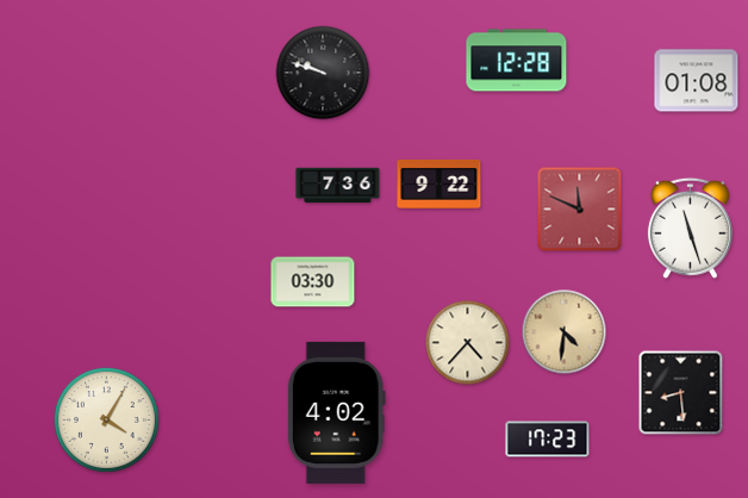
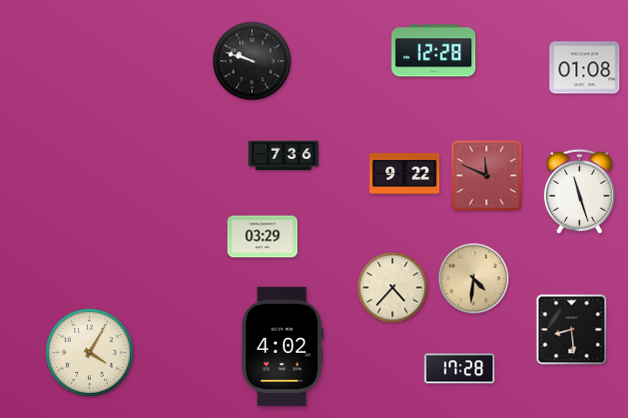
clock at (323, 73) position: (323, 73) -> (252, 61)
clock at (440, 183) position: (440, 183) -> (405, 173)
clock at (313, 282): 03:30 -> 03:29
clock at (548, 440): 17:23 -> 17:28
